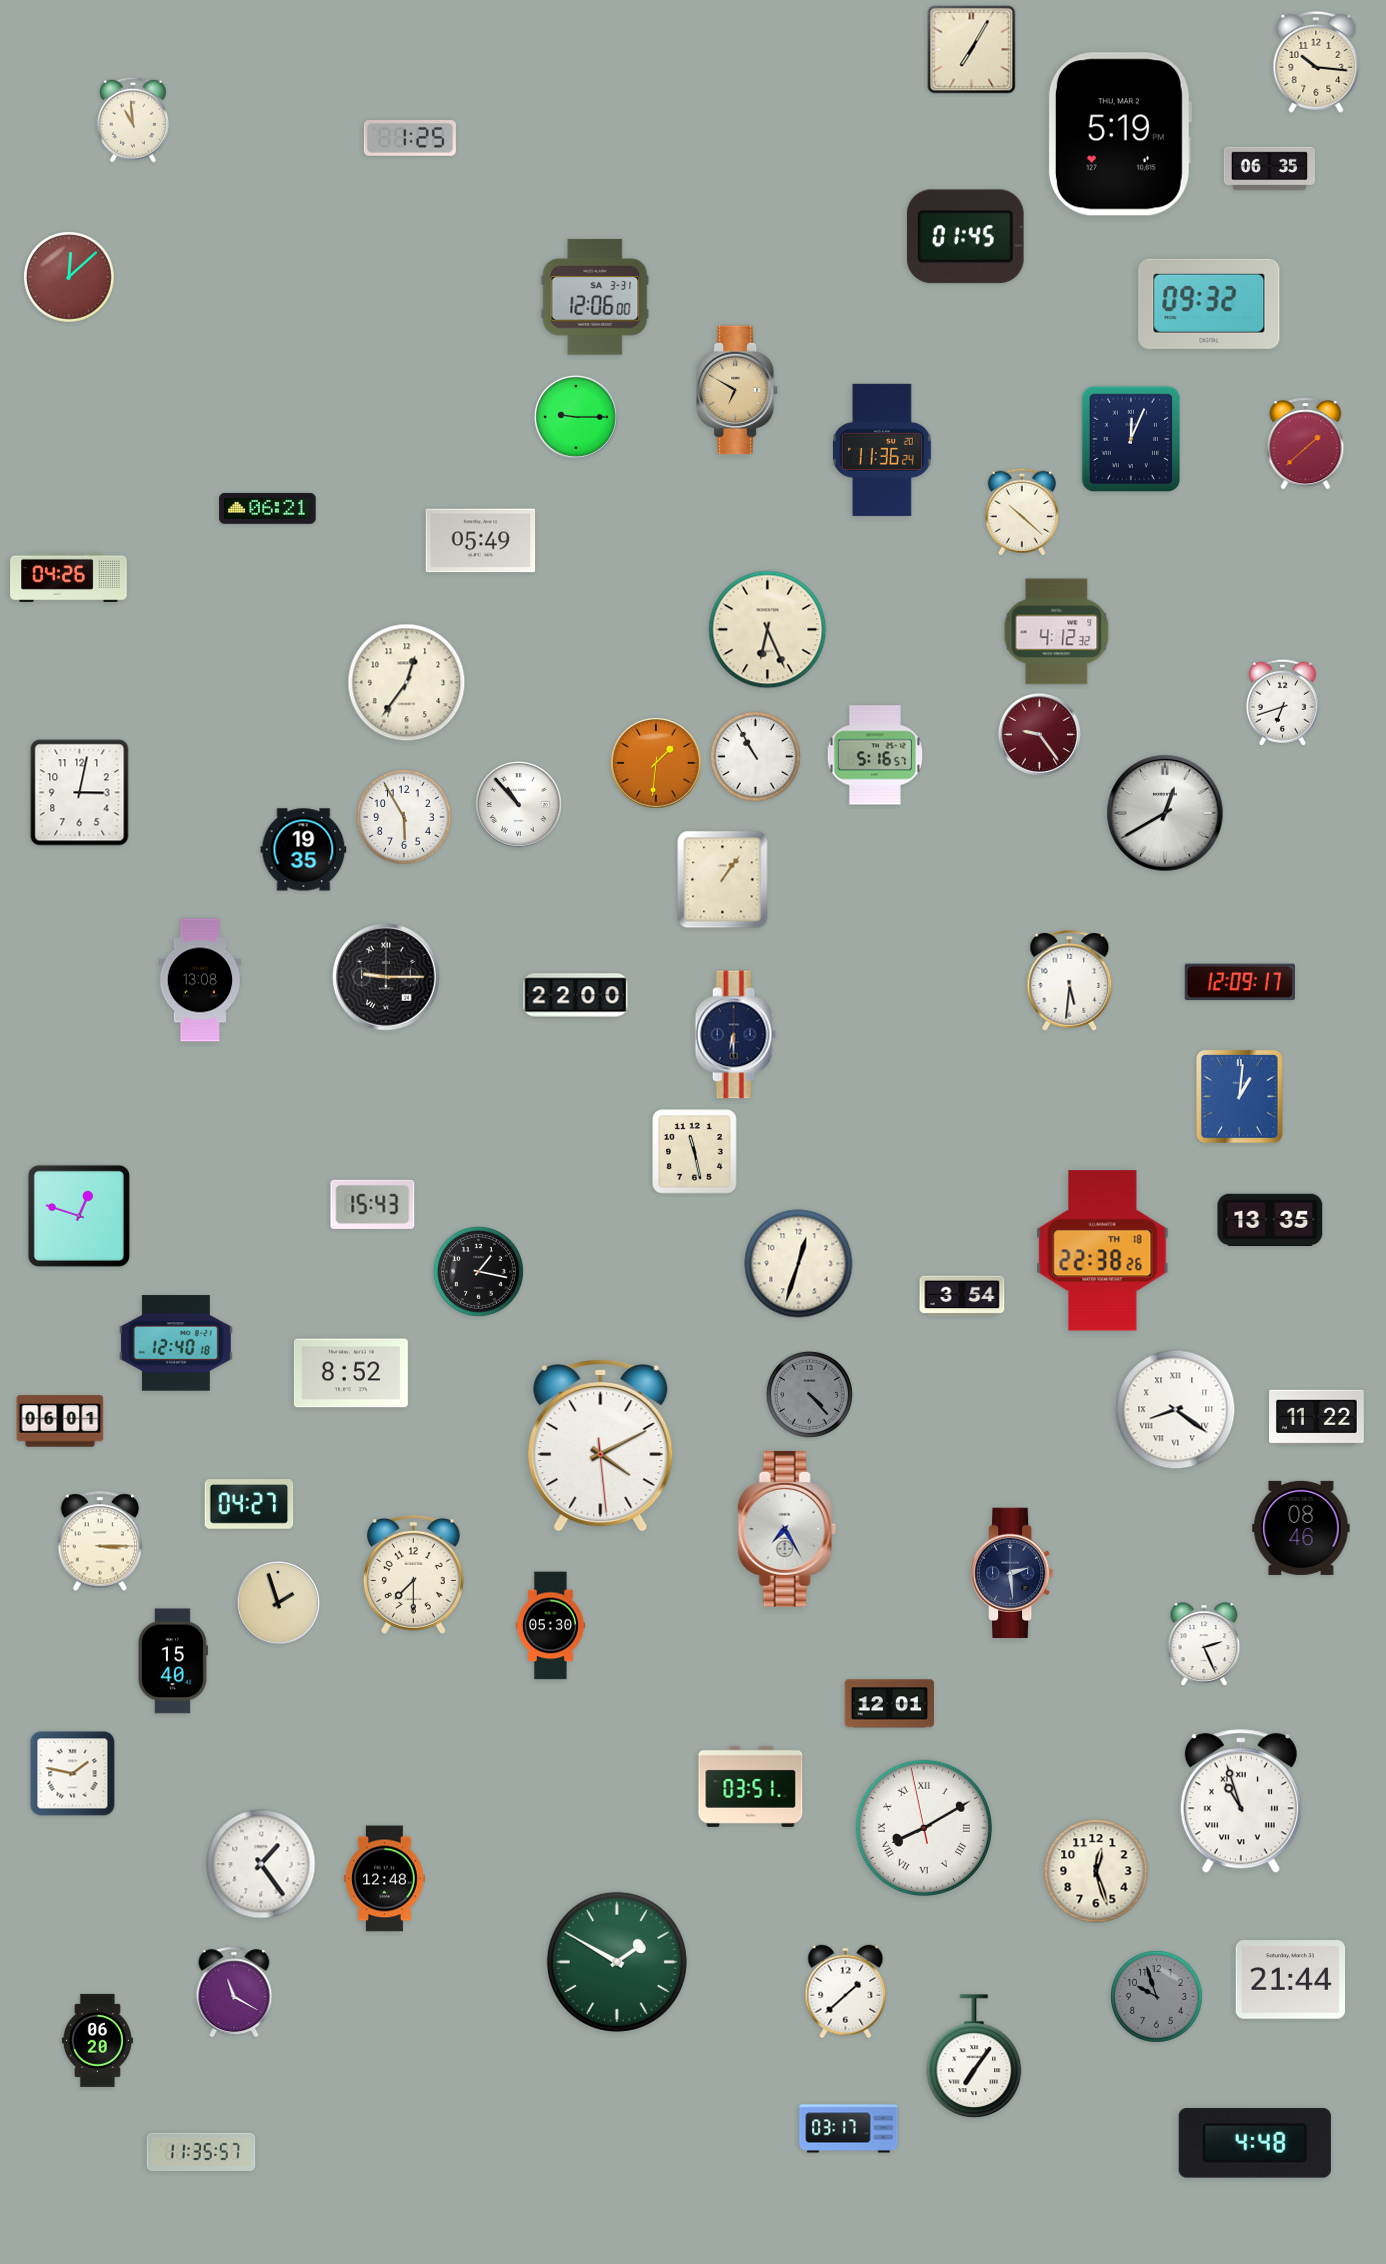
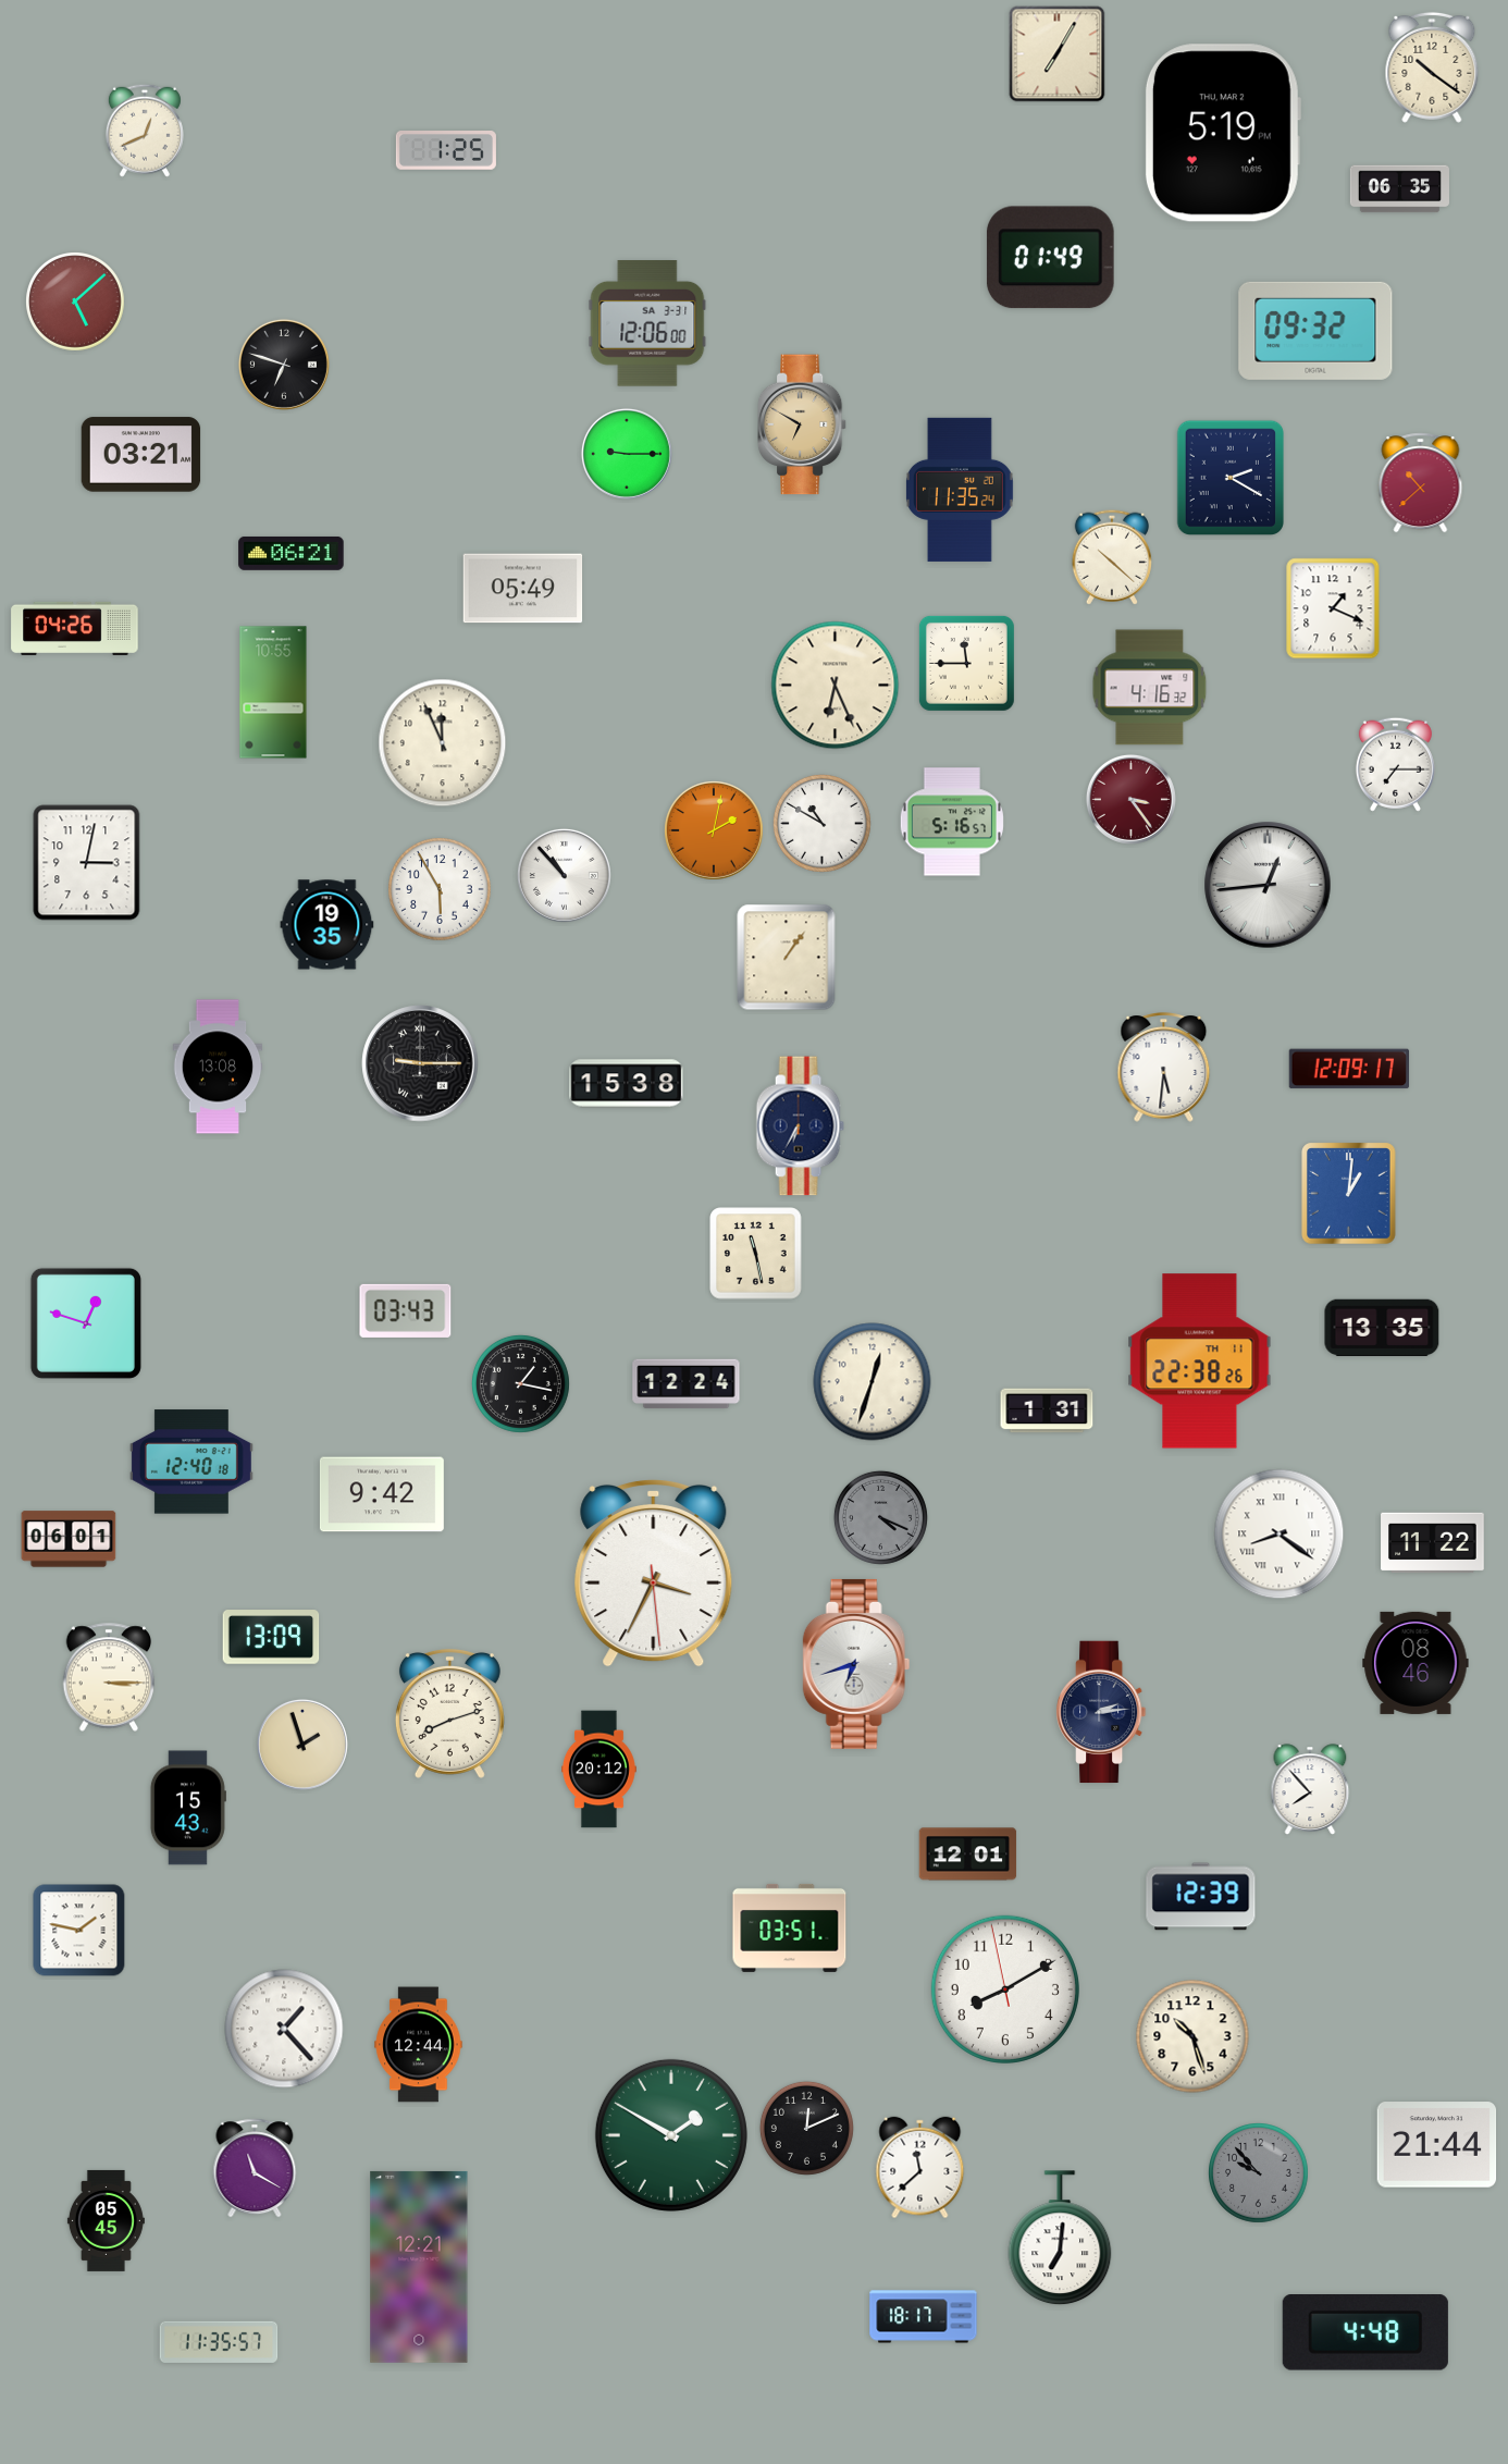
clock at (1316, 62): 10:16 -> 10:21
clock at (133, 120): 10:59 -> 12:41
clock at (1120, 134) position: (1120, 134) -> (1223, 133)
clock at (1269, 169) position: (1269, 169) -> (1399, 189)
clock at (965, 237): 01:45 -> 01:49
clock at (70, 278): 12:08 -> 5:08
clock at (284, 365): none -> 6:48
clock at (141, 455): none -> 03:21
clock at (1130, 439): 12:04 -> 2:20
clock at (1306, 444): 1:38 -> 10:38
clock at (882, 450): 11:36 -> 11:35
clock at (1333, 608): none -> 1:19
clock at (966, 663): none -> 11:45
clock at (1057, 632): 4:12 -> 4:16
clock at (273, 692): none -> 10:55
clock at (407, 683): 12:36 -> 11:56
clock at (1282, 702): 6:42 -> 7:15
clock at (1039, 734): 9:24 -> 3:24
clock at (755, 756): 10:55 -> 10:50
clock at (656, 763): 1:31 -> 2:02
clock at (1165, 813): 12:40 -> 12:44
clock at (304, 850) position: (304, 850) -> (327, 925)
clock at (576, 996): 22:00 -> 15:38
clock at (735, 1035): 6:30 -> 6:35
clock at (373, 1204): 15:43 -> 03:43
clock at (1103, 1251) date: TH 18 -> TH 11
clock at (799, 1264) position: (799, 1264) -> (873, 1382)
clock at (687, 1384): none -> 12:24
clock at (962, 1296): 3:54 -> 1:31
clock at (351, 1373): 8:52 -> 9:42
clock at (809, 1394): 4:23 -> 4:19
clock at (60, 1421) position: (60, 1421) -> (69, 1539)
clock at (601, 1445): 4:10 -> 3:34
clock at (249, 1504): 04:27 -> 13:09
clock at (787, 1529): 7:25 -> 6:42
clock at (1013, 1573): 2:29 -> 2:14
clock at (413, 1574): 7:30 -> 8:12
clock at (551, 1626): 05:30 -> 20:12
clock at (1204, 1644): 2:26 -> 7:53
clock at (173, 1661): 15:40 -> 15:43
clock at (1201, 1897): none -> 12:39
clock at (751, 1786) position: (751, 1786) -> (790, 1927)
clock at (1241, 1802): 10:57 -> none
clock at (924, 1828) numerals: Roman -> Arabic
clock at (261, 1864): 1:24 -> 1:23
clock at (1096, 1871): 12:27 -> 10:27
clock at (385, 1879): 12:48 -> 12:44
clock at (806, 2128): none -> 12:11
clock at (1291, 1980) position: (1291, 1980) -> (1437, 2145)
clock at (846, 1992): 1:38 -> 11:38
clock at (1157, 1997): 9:57 -> 9:53
clock at (97, 2040): 06:20 -> 05:45
clock at (974, 2057): 7:06 -> 7:01
clock at (419, 2267): none -> 12:21
clock at (849, 2129): 03:17 -> 18:17
